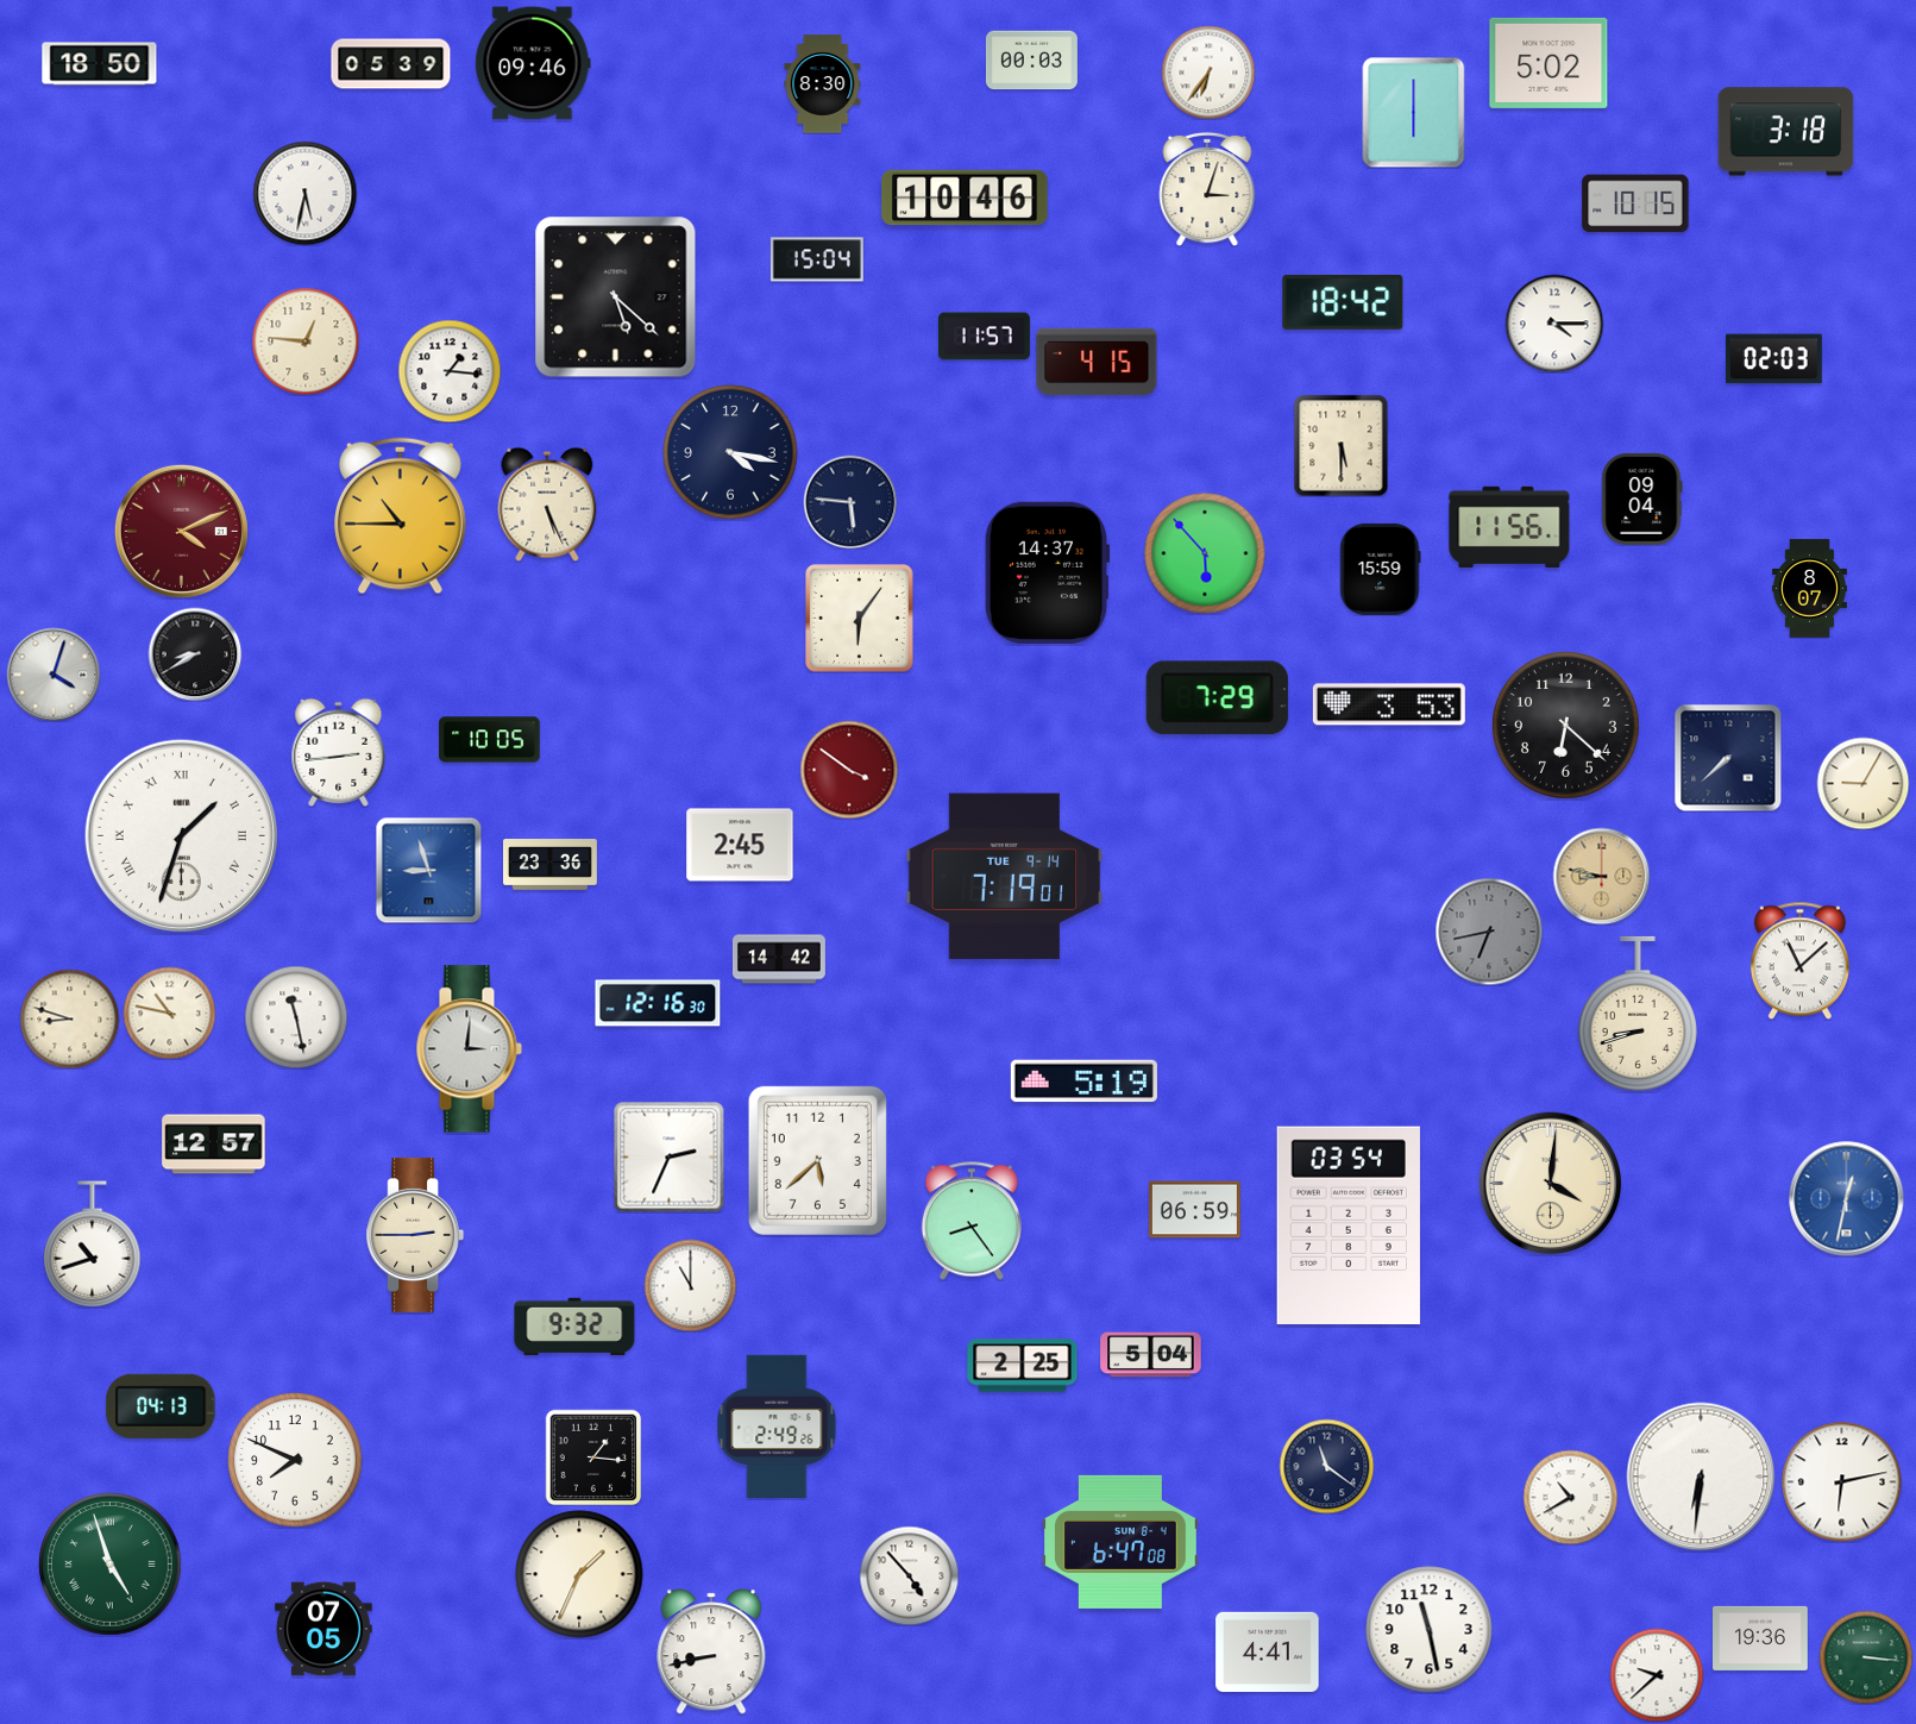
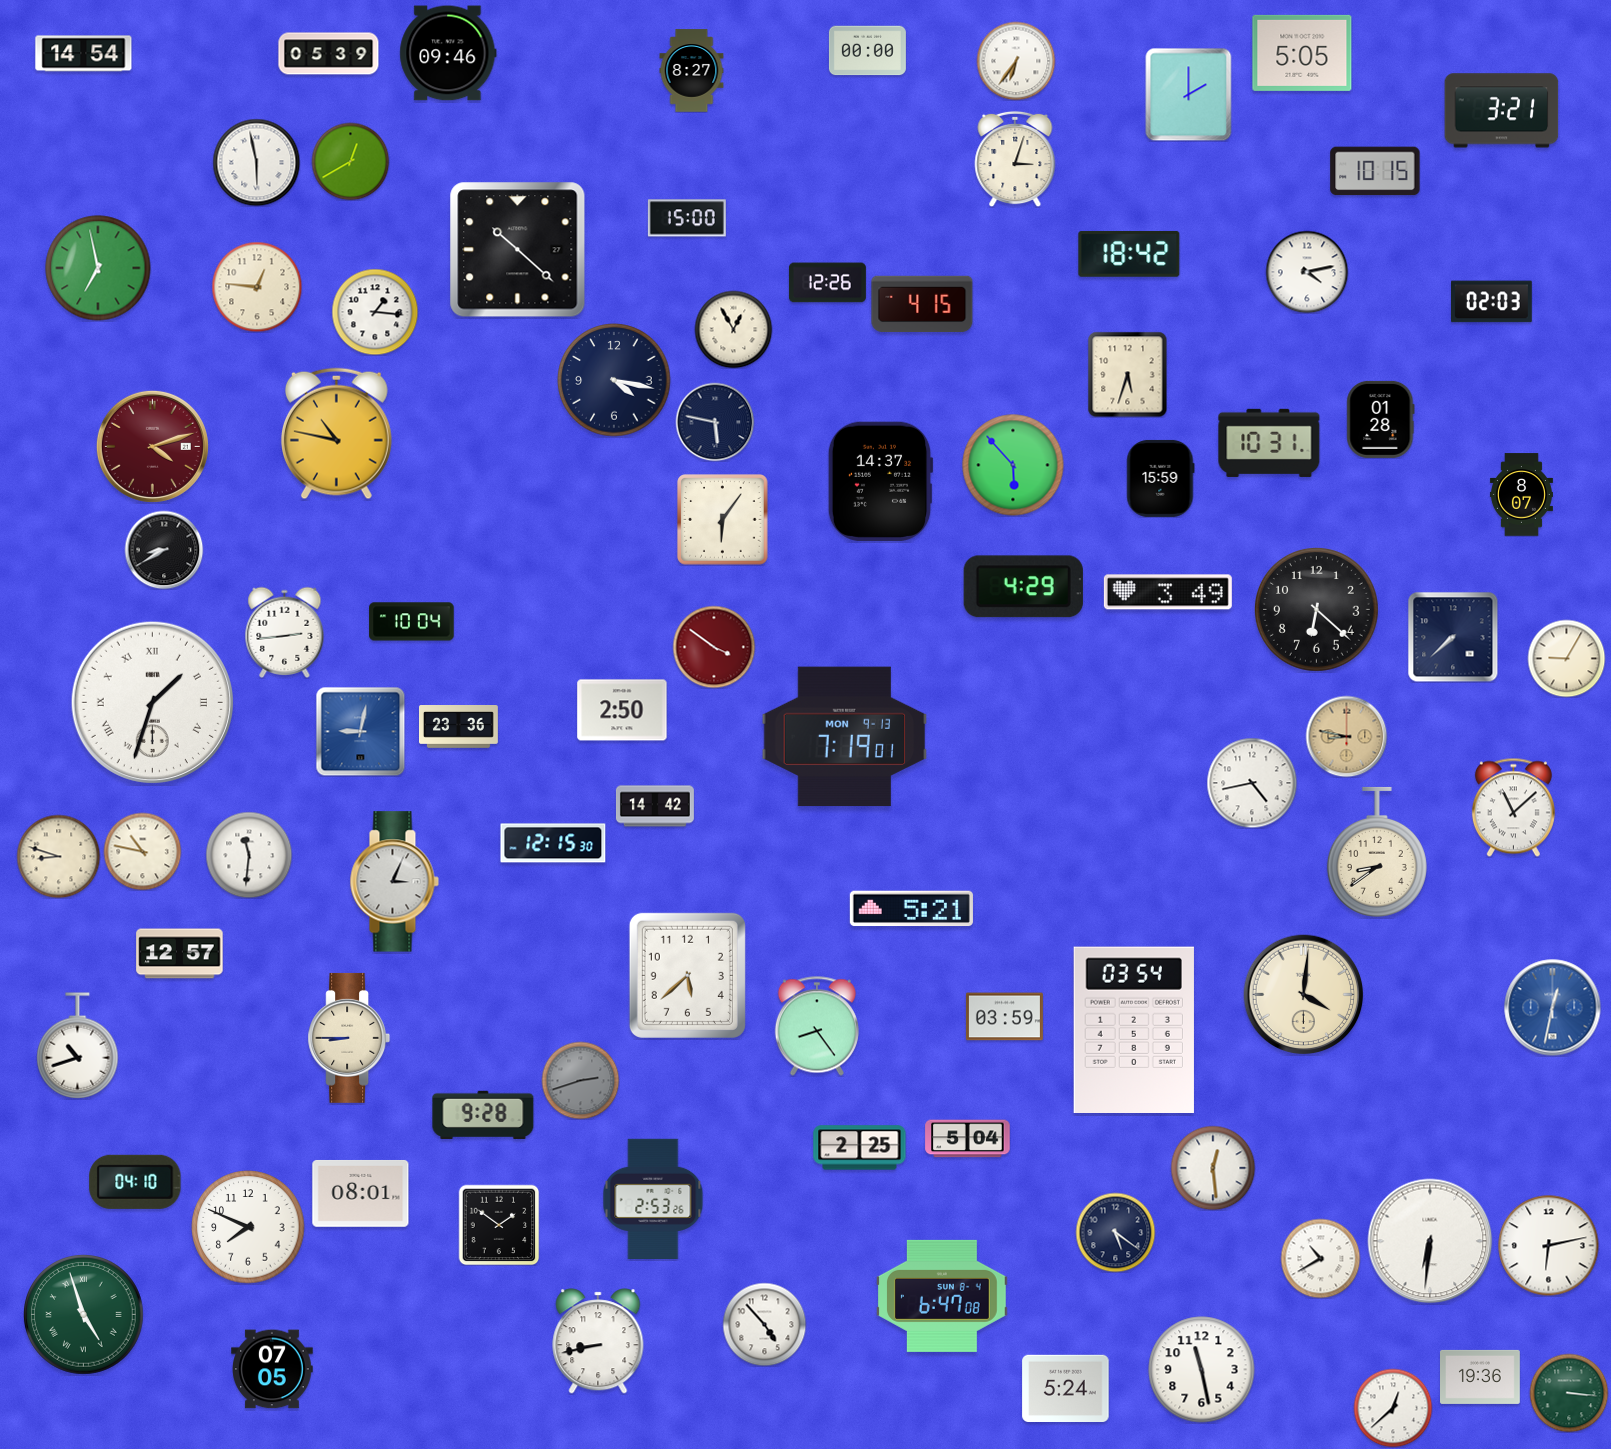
clock at (1031, 61): 00:03 -> 00:00
clock at (1548, 63): 5:02 -> 5:05
clock at (100, 64): 18:50 -> 14:54
clock at (823, 84): 8:30 -> 8:27
clock at (1414, 112): 6:00 -> 2:00
clock at (1786, 132): 3:18 -> 3:21
clock at (350, 161): none -> 12:40
clock at (304, 193): 5:32 -> 5:58
clock at (965, 198): 10:46 -> none
clock at (817, 259): 15:04 -> 15:00
clock at (616, 297): 5:22 -> 10:22
clock at (98, 268): none -> 6:58
clock at (1554, 324): 4:15 -> 4:13
clock at (984, 337): 11:57 -> 12:26
clock at (450, 371) position: (450, 371) -> (375, 312)
clock at (733, 329): none -> 12:55
clock at (1342, 445): 5:30 -> 5:33
clock at (1642, 499): 09:04 -> 01:28
clock at (850, 502): 5:46 -> 5:47
clock at (547, 504): 5:26 -> none
clock at (400, 516): 10:45 -> 10:47
clock at (1509, 527): 11:56 -> 10:31
clock at (181, 531): 4:11 -> 4:12
clock at (54, 675): 4:03 -> none
clock at (1217, 698): 7:29 -> 4:29
clock at (1389, 704): 3:53 -> 3:49
clock at (490, 740): 10:05 -> 10:04
clock at (740, 845): 2:45 -> 2:50
clock at (551, 865) position: (551, 865) -> (459, 727)
clock at (428, 870): 8:57 -> 9:02
clock at (1005, 877) date: TUE 9-14 -> MON 9-13
clock at (1489, 932): 6:43 -> 4:43
clock at (1489, 932) dial: grey -> white
clock at (658, 1003): 12:16 -> 12:15
clock at (1638, 1014): 8:42 -> 8:39
clock at (296, 1017): 11:28 -> 11:31
clock at (469, 1049): 3:01 -> 3:04
clock at (1083, 1082): 5:19 -> 5:21
clock at (214, 1145) position: (214, 1145) -> (180, 954)
clock at (668, 1156): 2:34 -> none
clock at (1194, 1210): 06:59 -> 03:59
clock at (415, 1235): 2:45 -> 8:45
clock at (690, 1285): 11:00 -> 2:42
clock at (690, 1285) dial: white -> grey
clock at (574, 1327): 9:32 -> 9:28
clock at (1213, 1168): none -> 12:29
clock at (161, 1406): 04:13 -> 04:10
clock at (361, 1193): none -> 08:01
clock at (777, 1425): 2:49 -> 2:53
clock at (593, 1457): 1:16 -> 1:51
clock at (1326, 1466): 11:21 -> 5:21
clock at (111, 1565) position: (111, 1565) -> (84, 1315)
clock at (579, 1574): 1:34 -> none
clock at (711, 1651) position: (711, 1651) -> (598, 1341)
clock at (1268, 1651): 4:41 -> 5:24
clock at (1657, 1675): 9:38 -> 12:38
